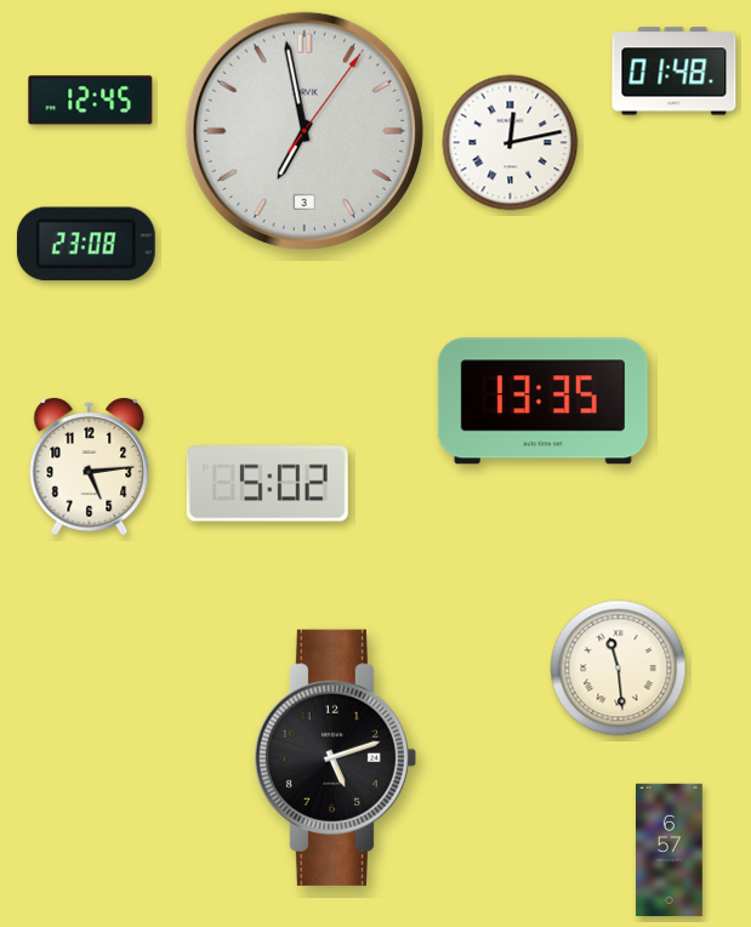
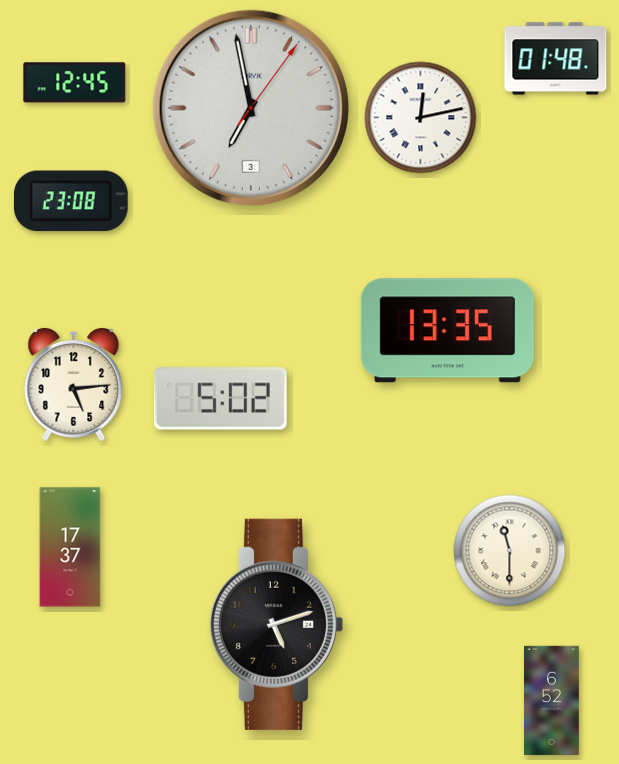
clock at (70, 547): none -> 17:37
clock at (619, 669): 11:29 -> 11:30
clock at (670, 849): 6:57 -> 6:52
